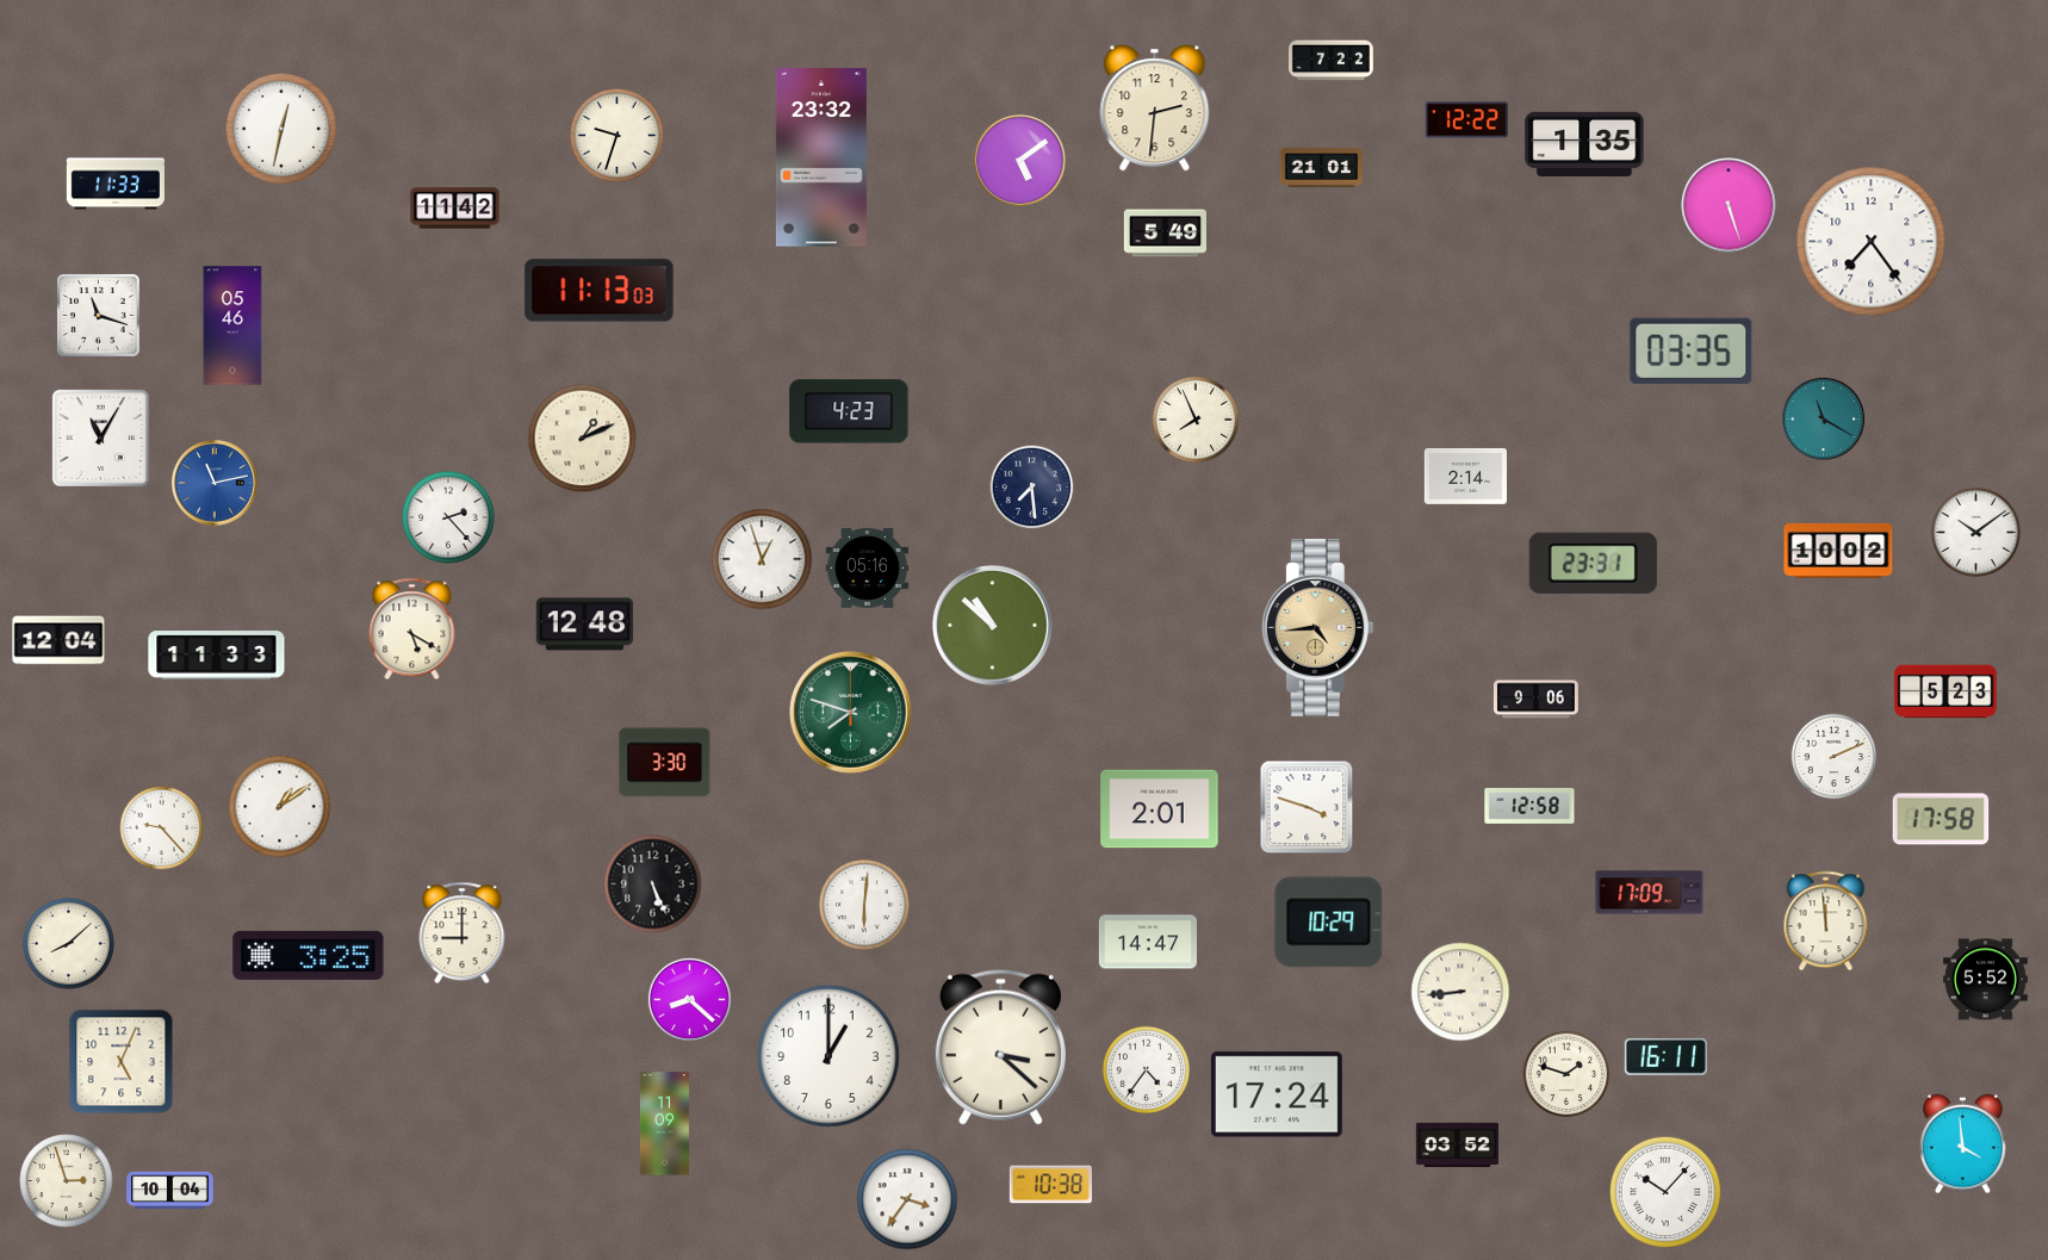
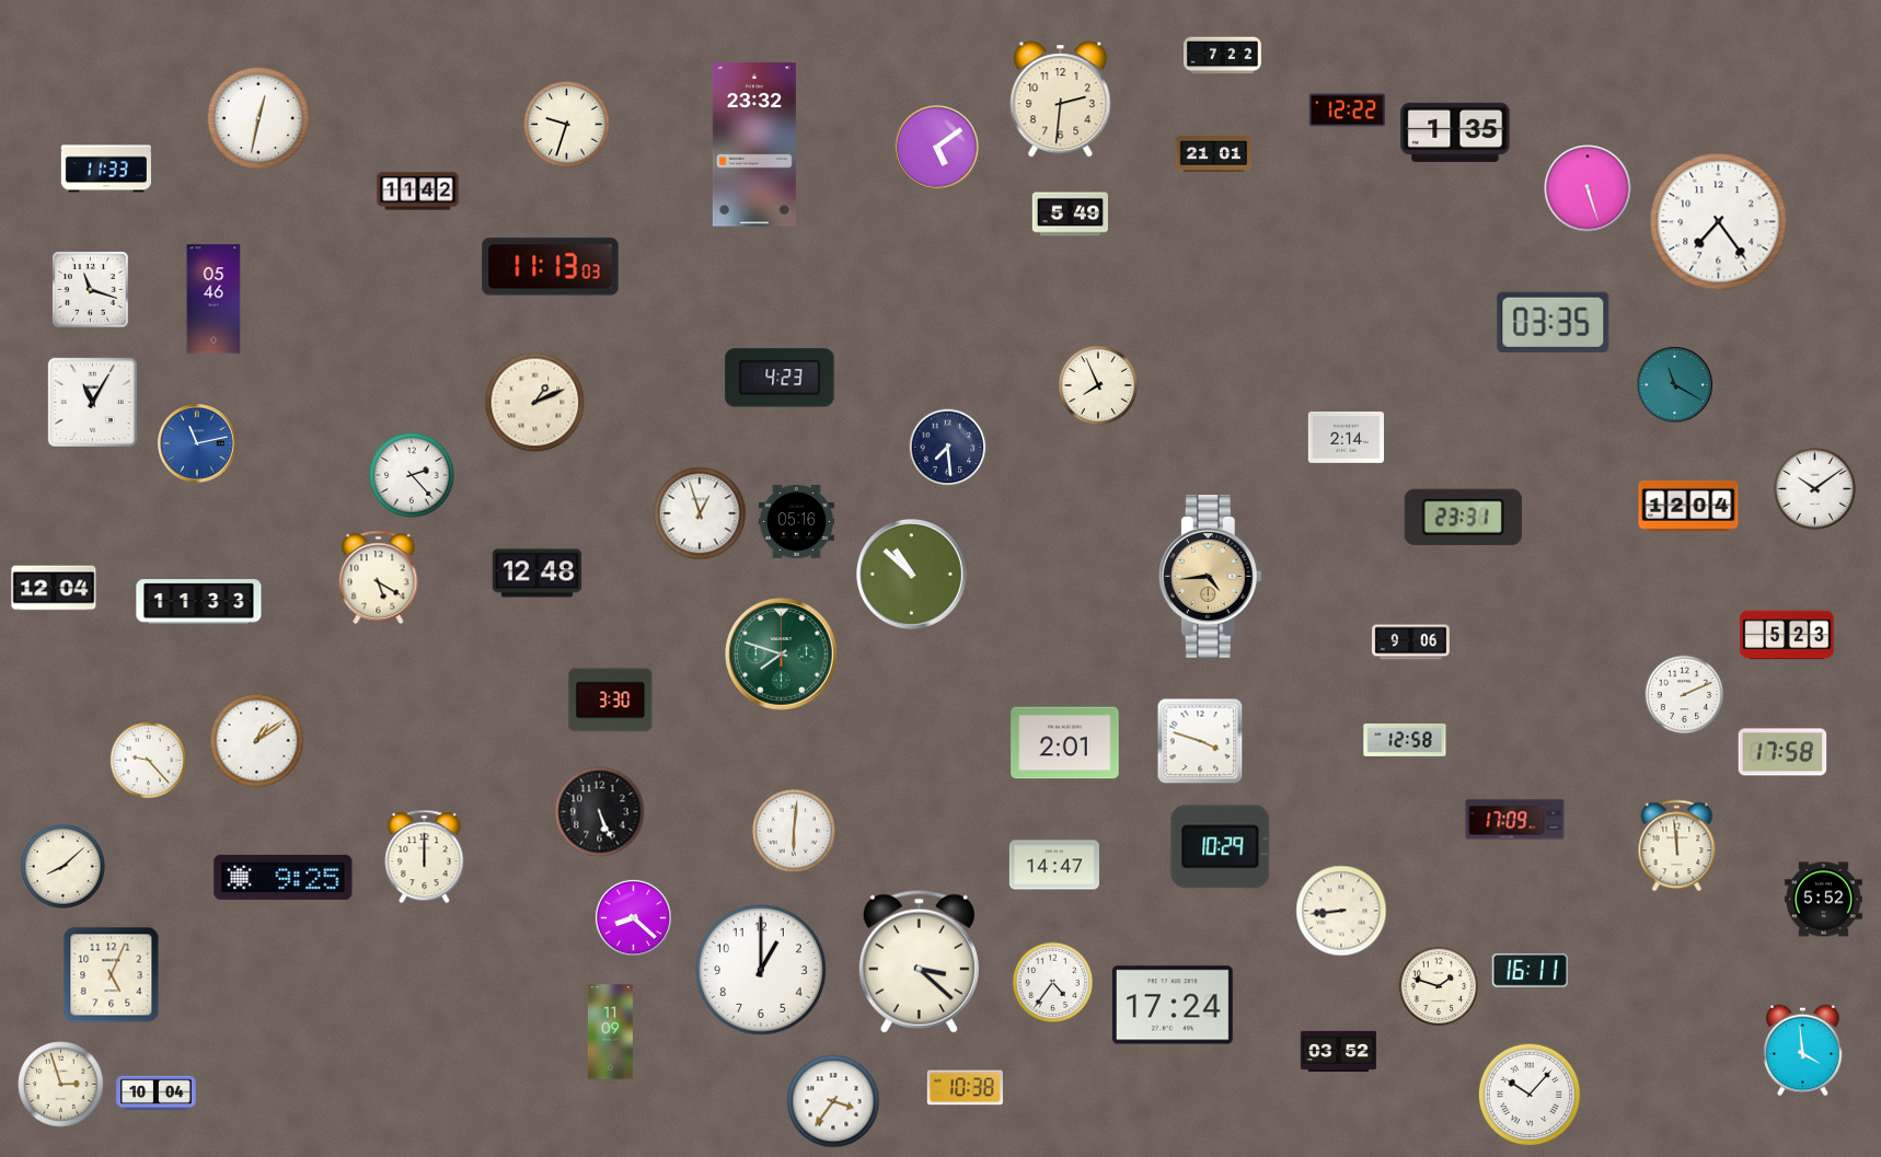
clock at (1838, 551): 10:02 -> 12:04
clock at (463, 933): 9:00 -> 12:00
clock at (309, 955): 3:25 -> 9:25
